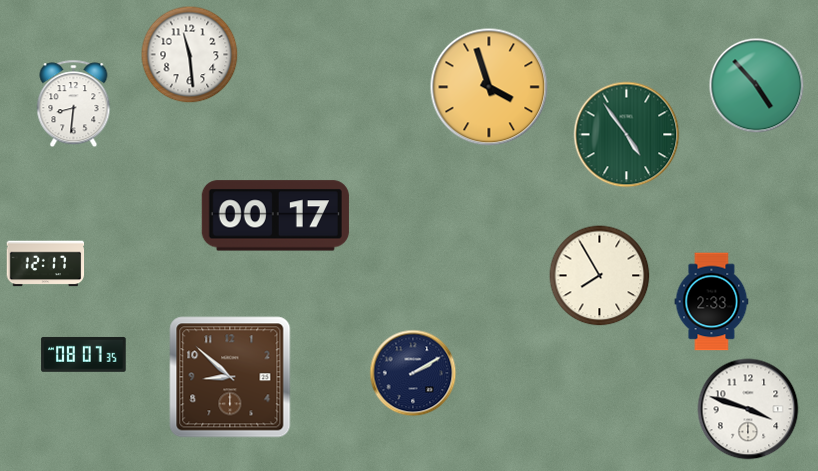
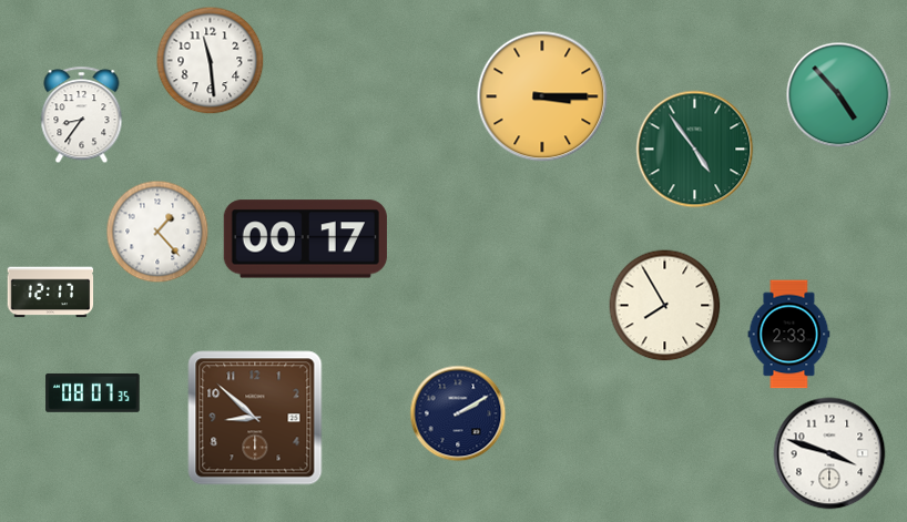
clock at (489, 87): 3:57 -> 3:15
clock at (74, 104): 8:31 -> 8:36
clock at (157, 232): none -> 1:23
